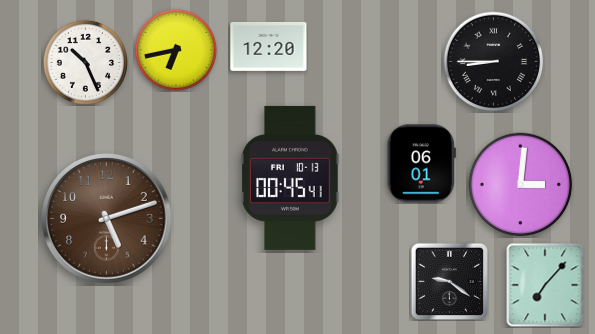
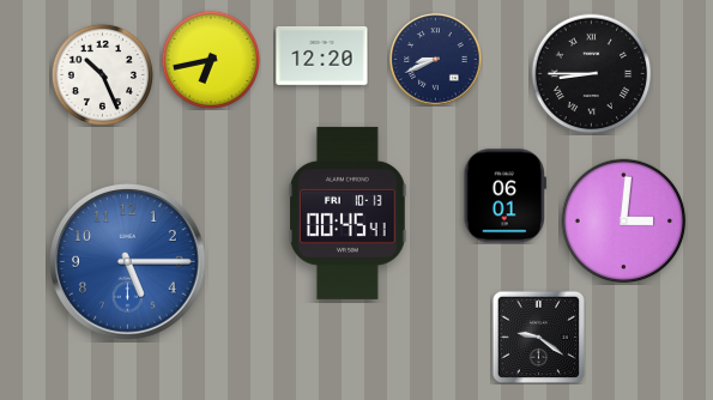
clock at (436, 60): none -> 8:41
clock at (107, 219): 5:12 -> 5:15
clock at (107, 219) dial: brown -> blue
clock at (545, 285): 7:07 -> none
